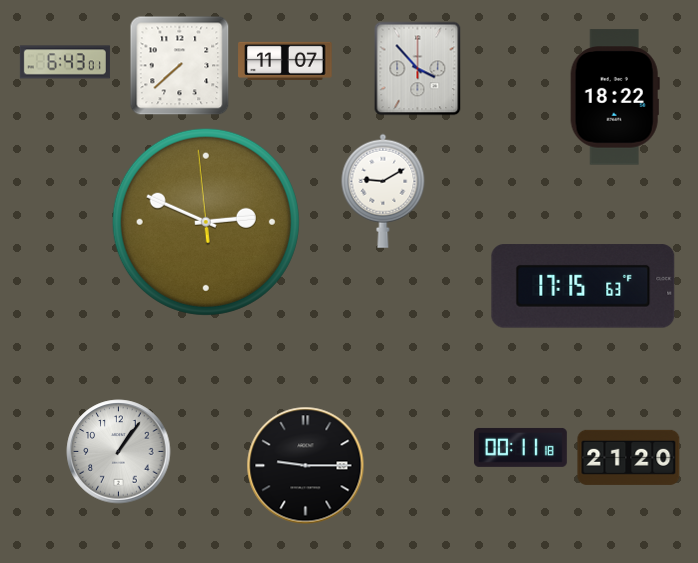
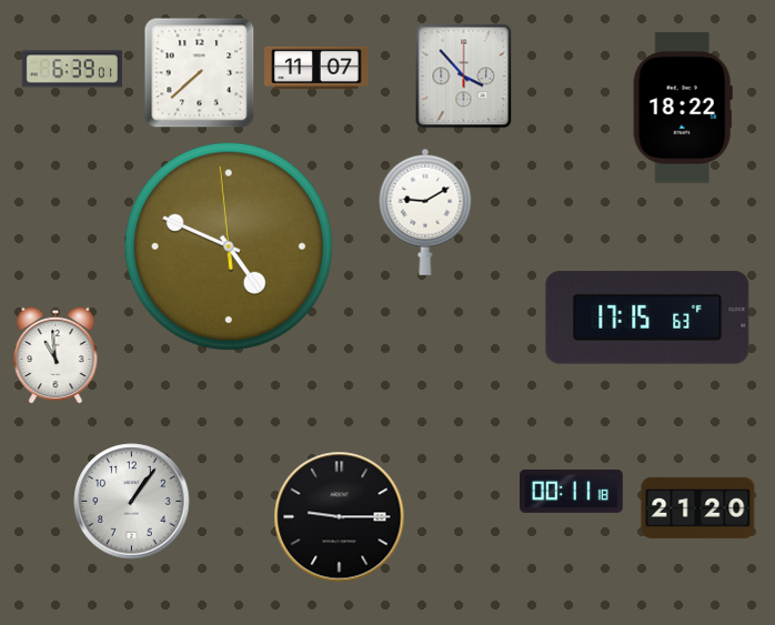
clock at (65, 62): 6:43 -> 6:39
clock at (206, 222): 2:48 -> 4:48
clock at (56, 355): none -> 10:59
clock at (521, 447) position: (521, 447) -> (572, 491)
